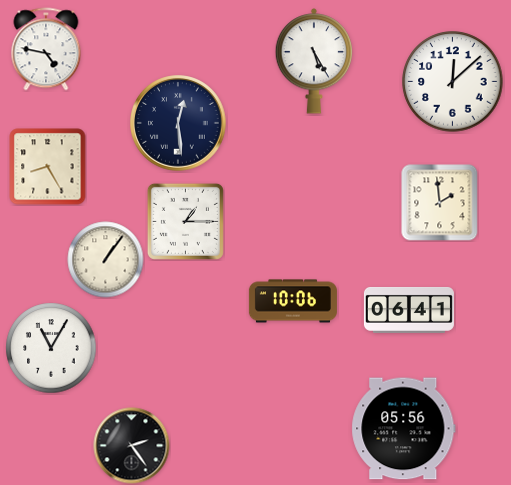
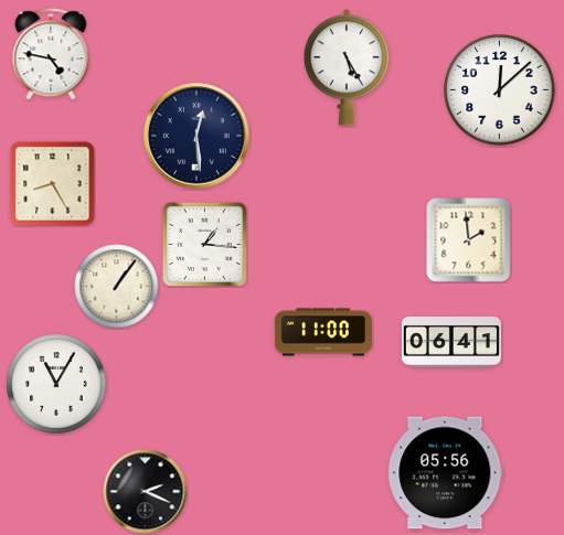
clock at (440, 203) position: (440, 203) -> (469, 240)
clock at (185, 221): 1:15 -> 1:16
clock at (293, 301): 10:06 -> 11:00
clock at (132, 446): 2:24 -> 2:19
